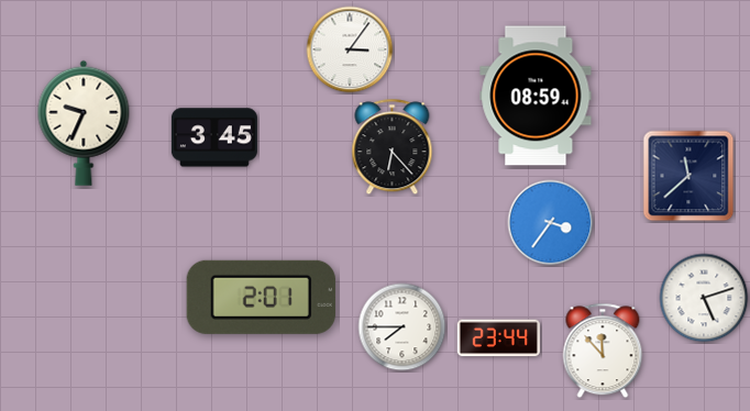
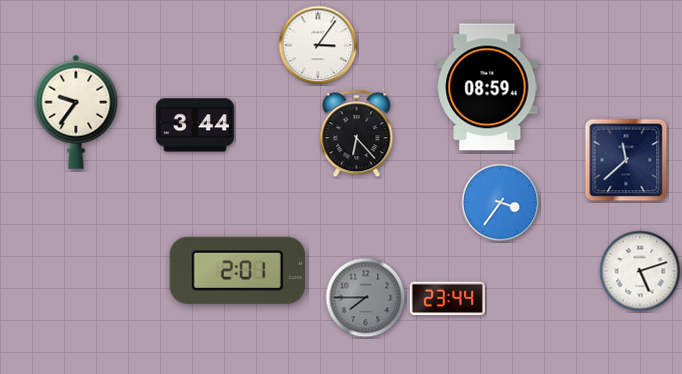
clock at (84, 123): 9:34 -> 9:36
clock at (214, 137): 3:45 -> 3:44
clock at (402, 327) dial: white -> grey
clock at (498, 338) position: (498, 338) -> (447, 299)
clock at (603, 351): 11:53 -> none
